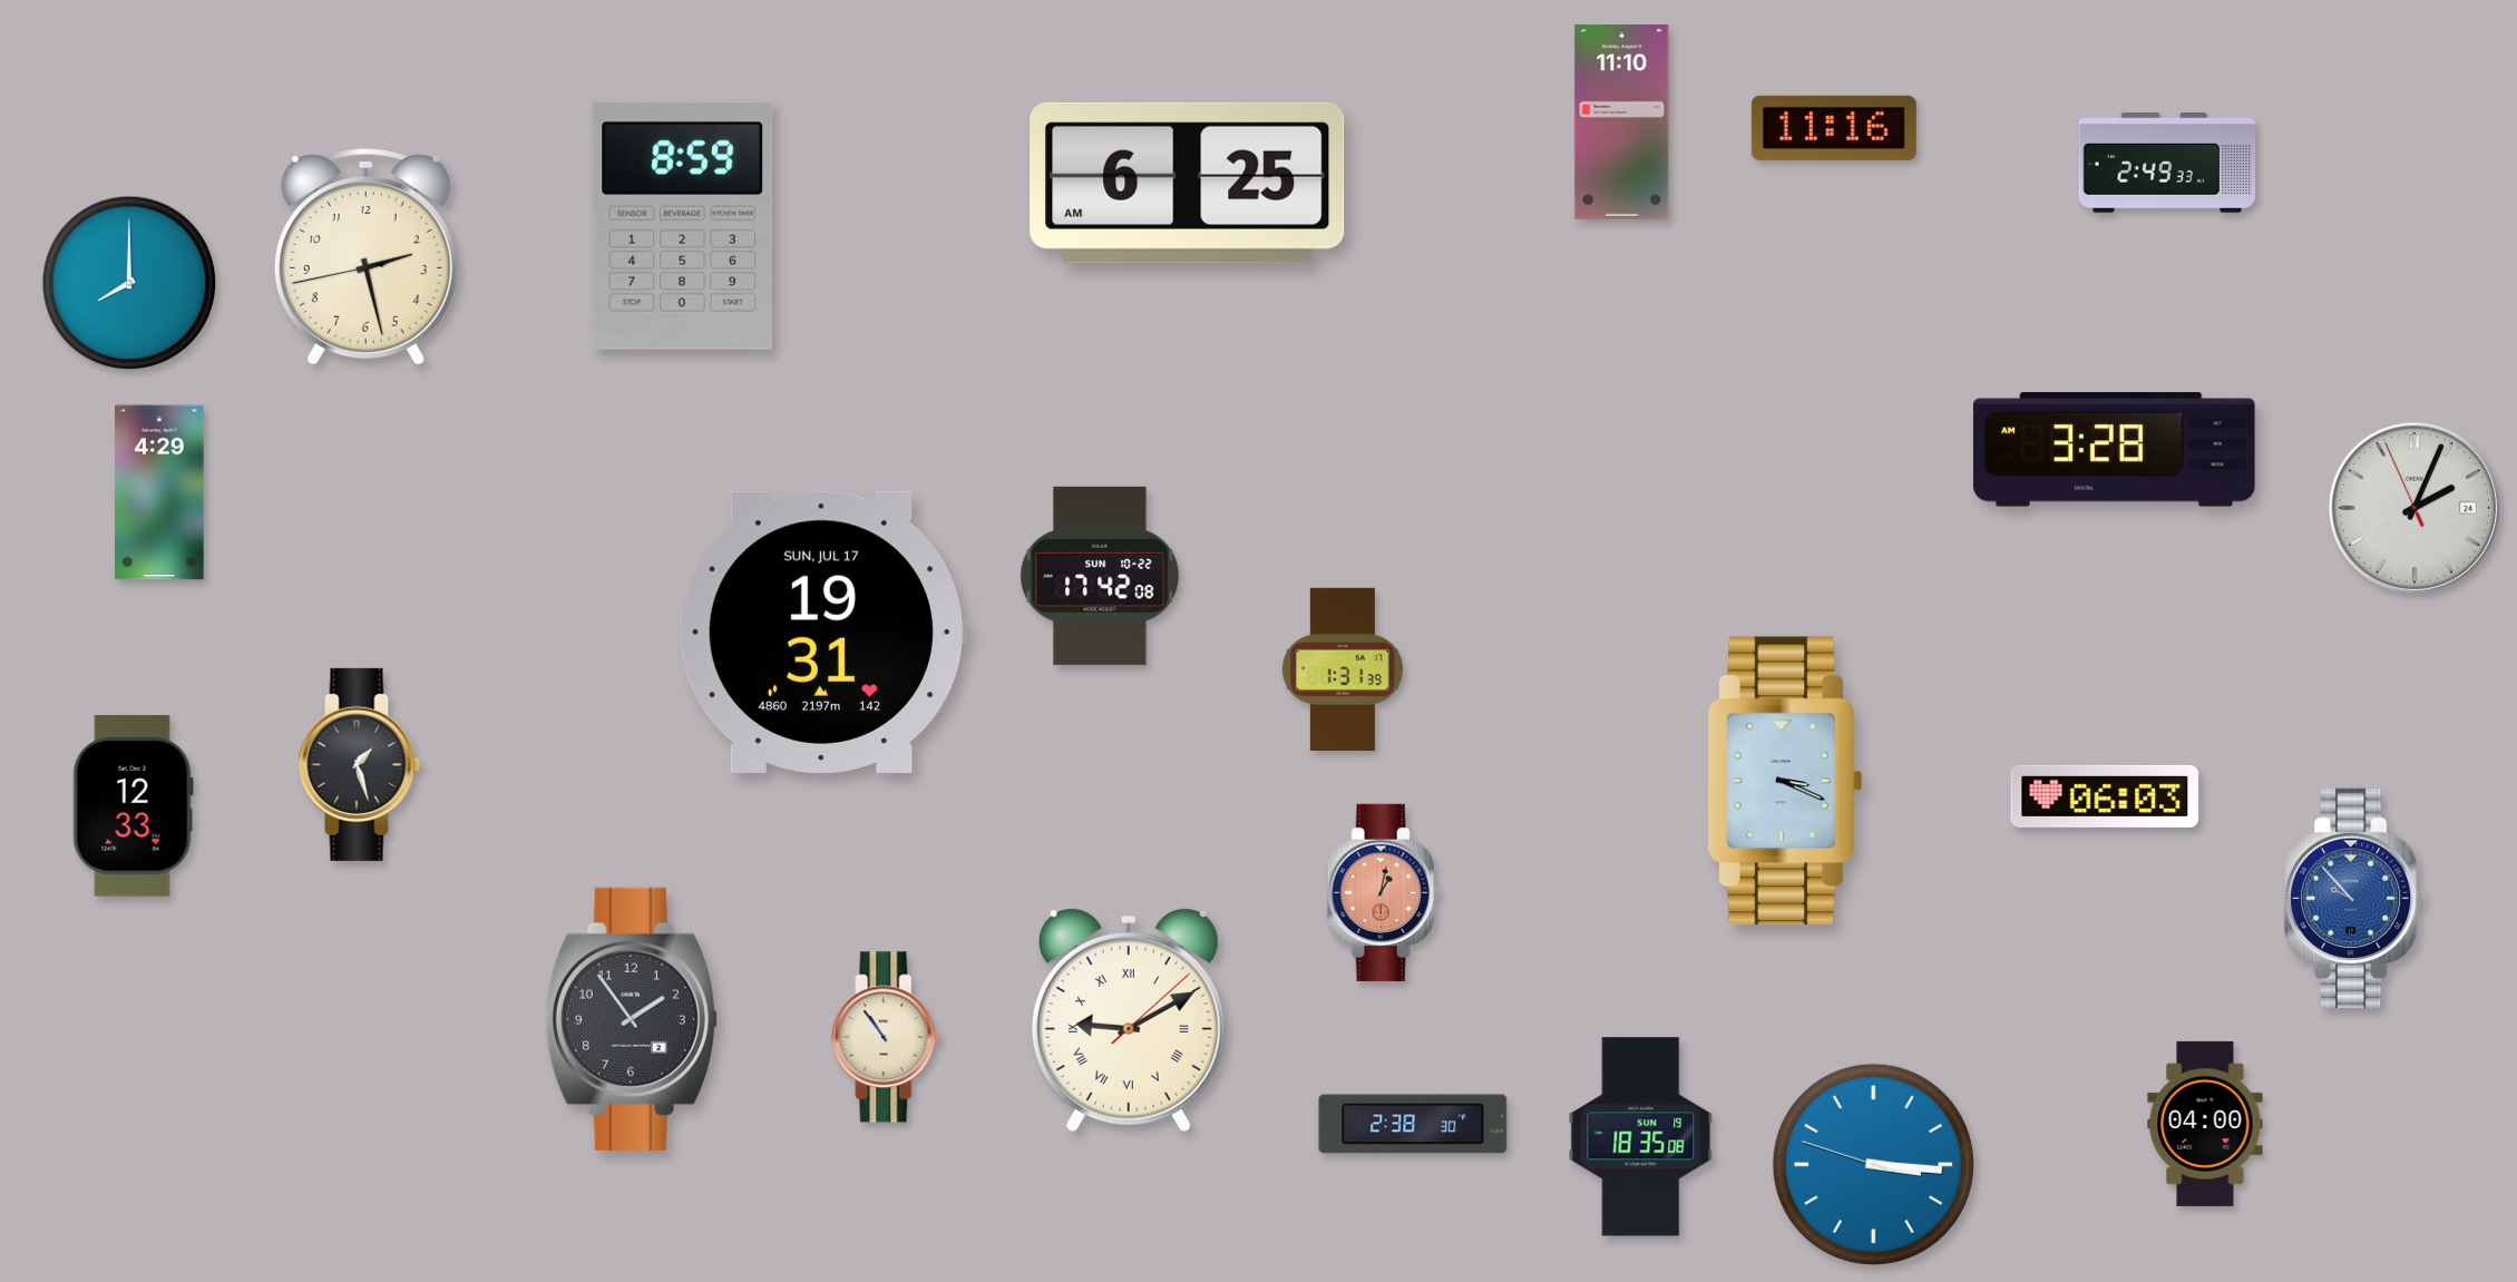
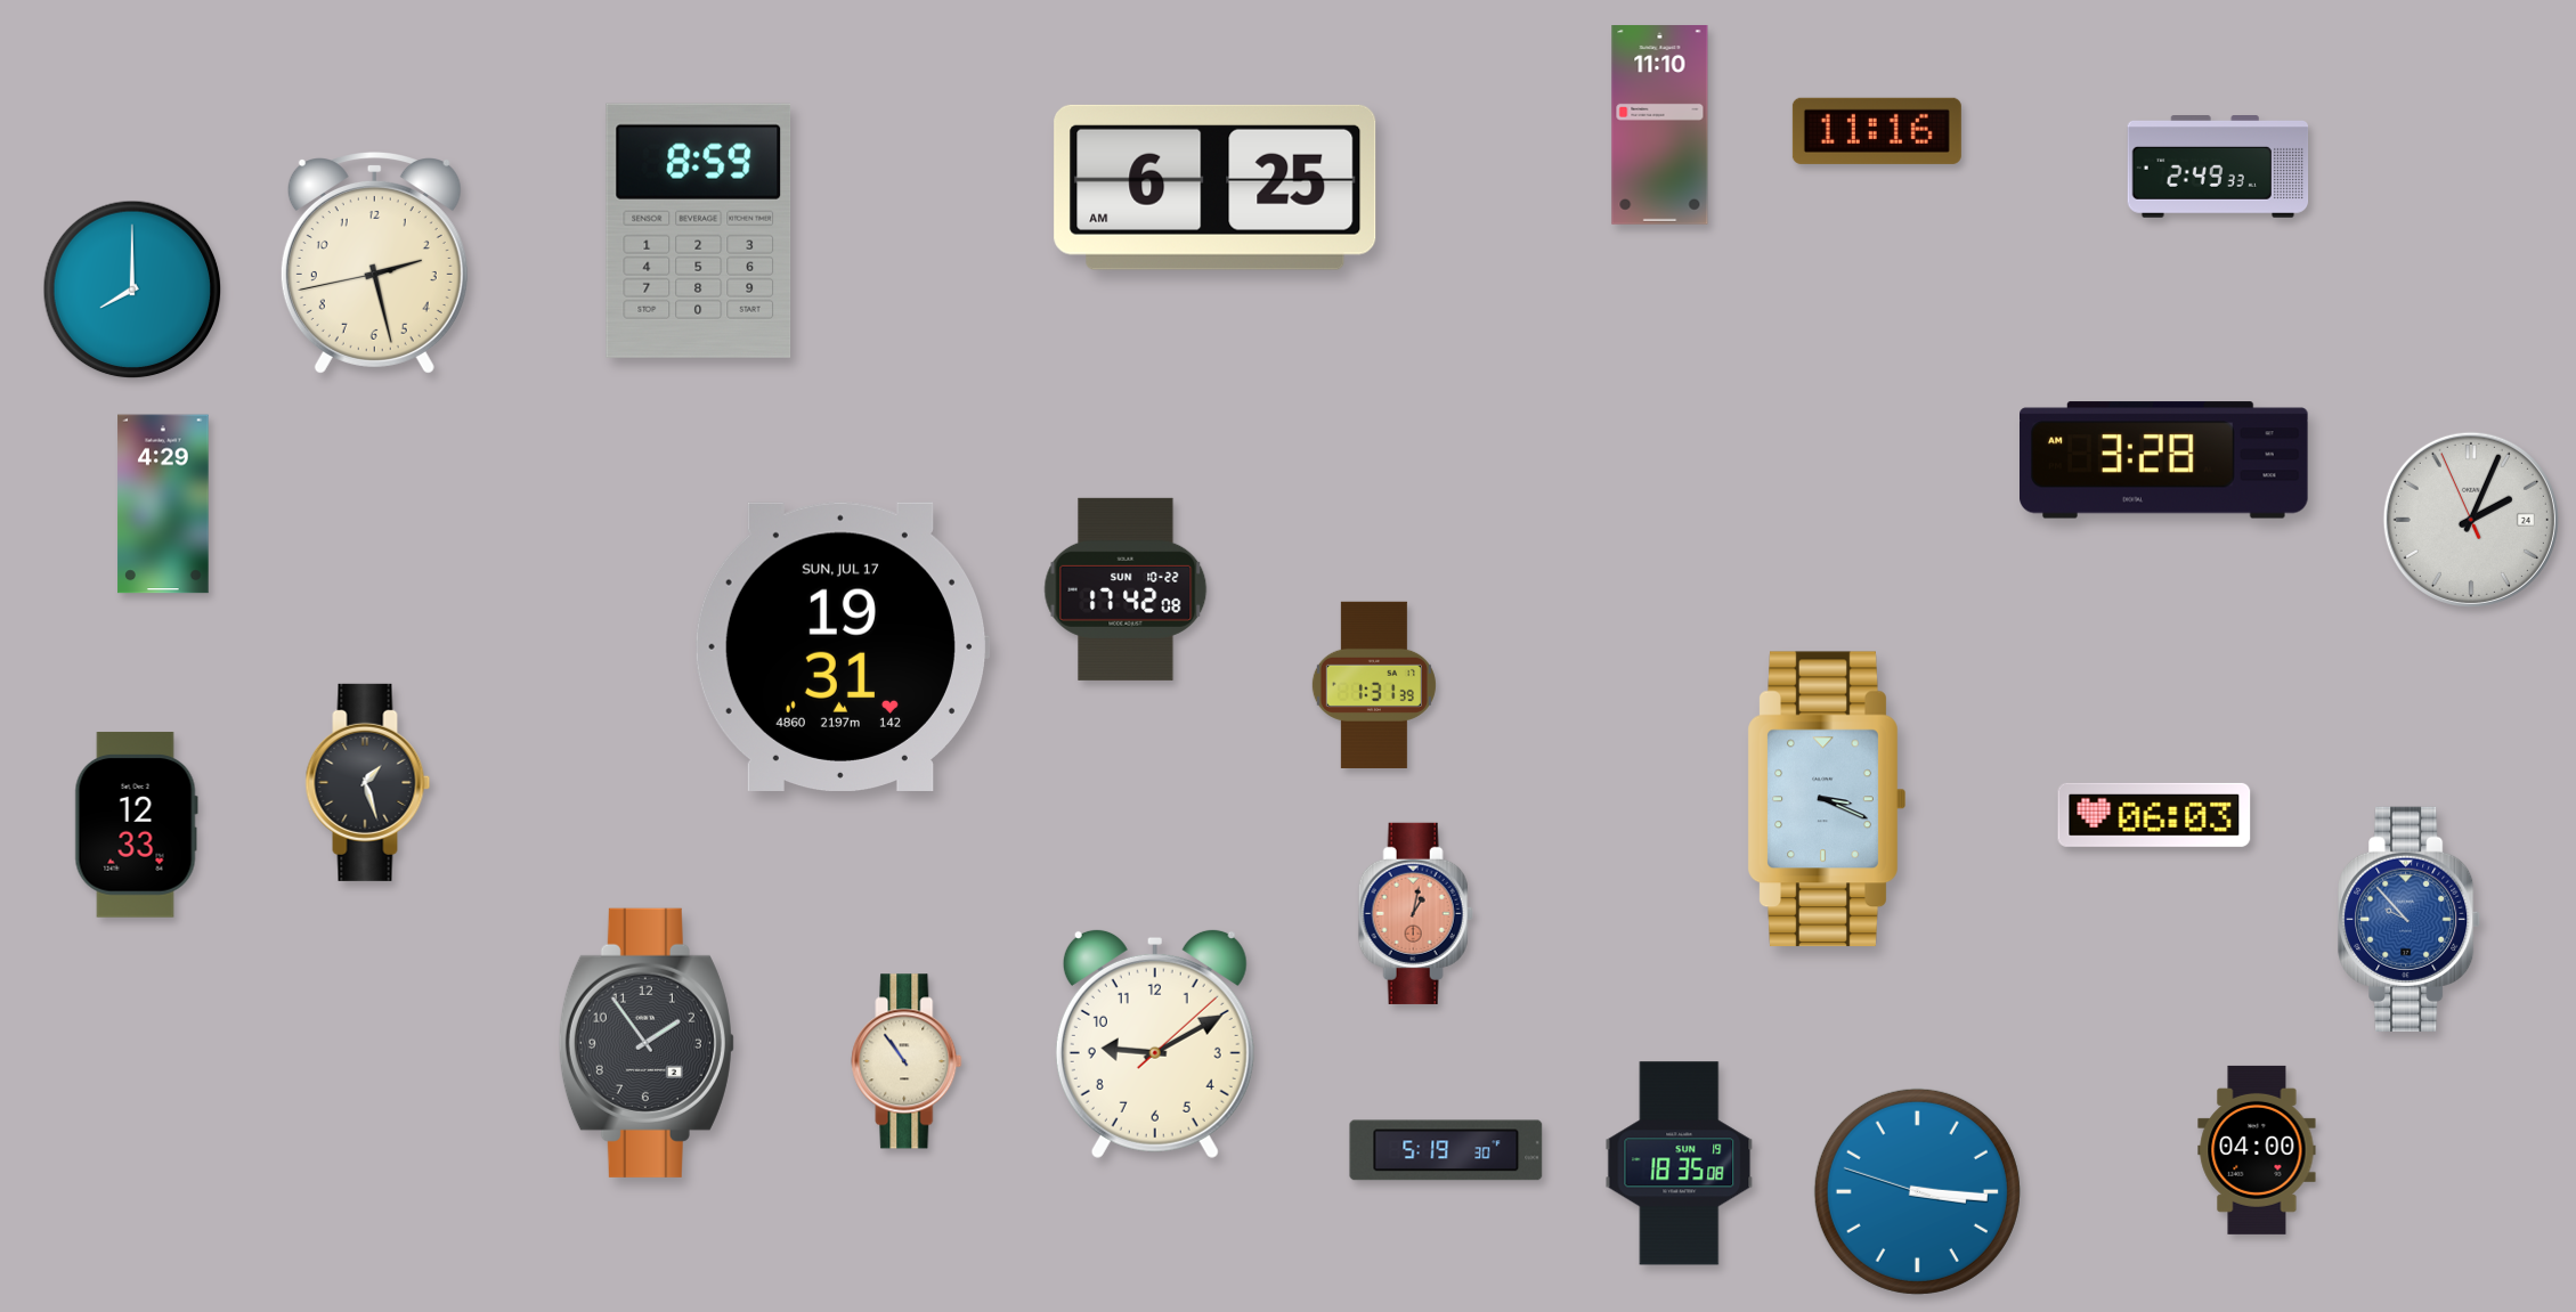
clock at (1129, 1019) numerals: Roman -> Arabic
clock at (1413, 1124): 2:38 -> 5:19
